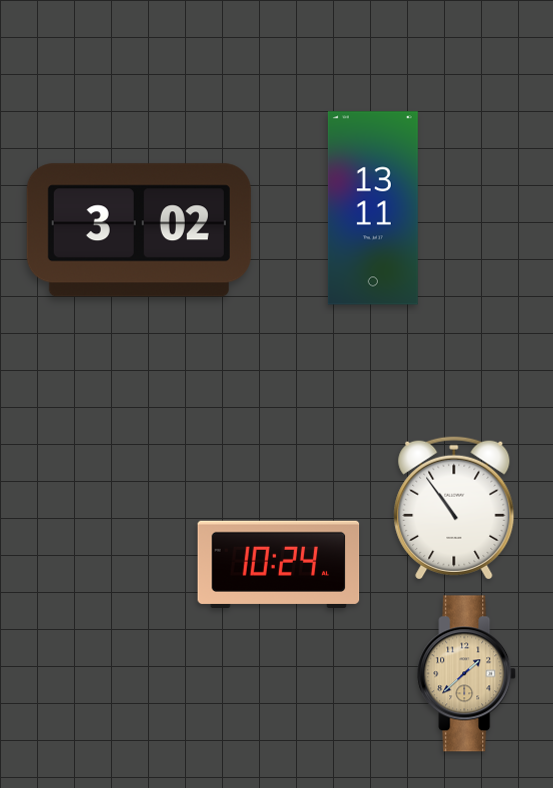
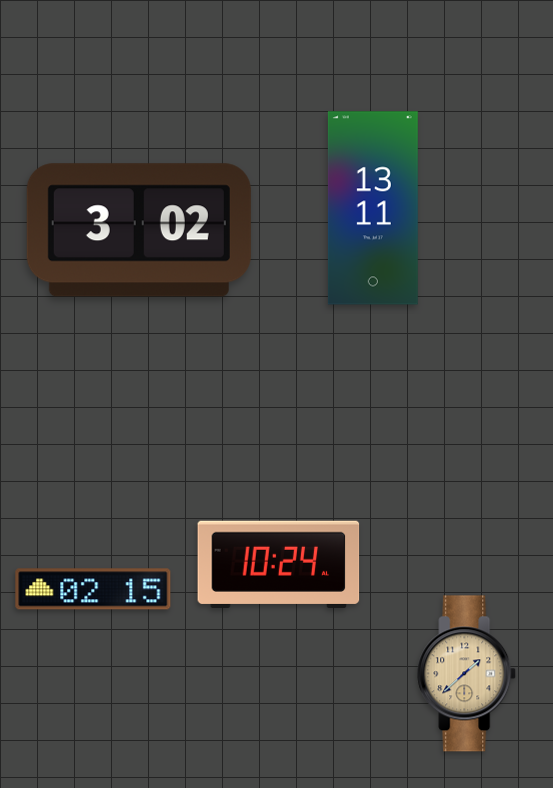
clock at (454, 508): 10:54 -> none
clock at (93, 589): none -> 02:15
